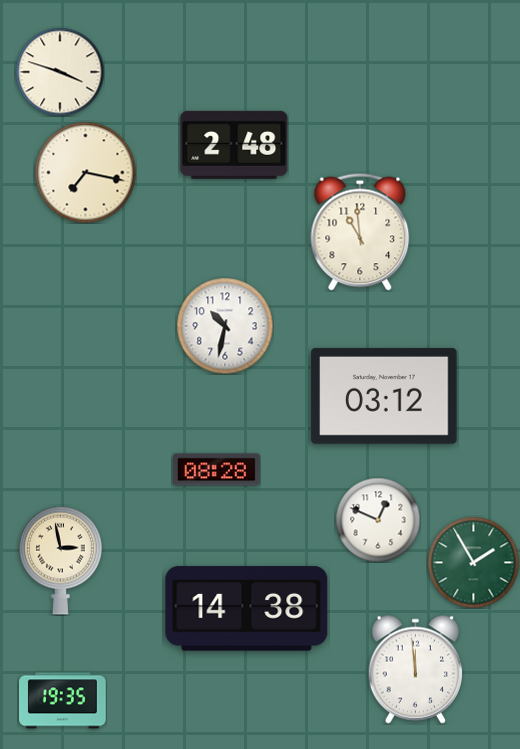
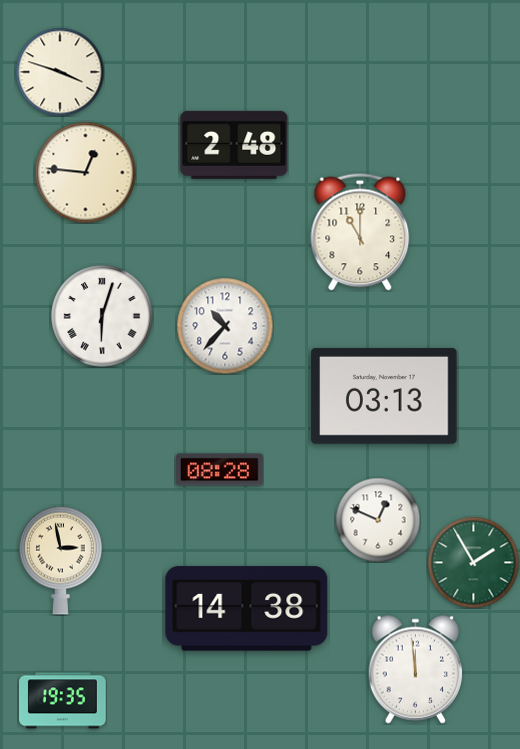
clock at (86, 173): 7:17 -> 12:46
clock at (360, 232): 10:59 -> 11:00
clock at (102, 316): none -> 6:03
clock at (225, 326): 10:32 -> 10:37
clock at (384, 396): 03:12 -> 03:13
clock at (217, 470) position: (217, 470) -> (220, 470)
